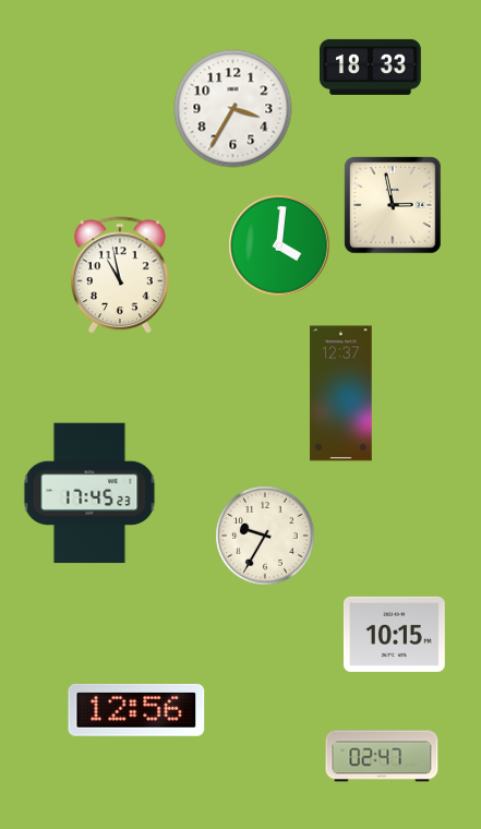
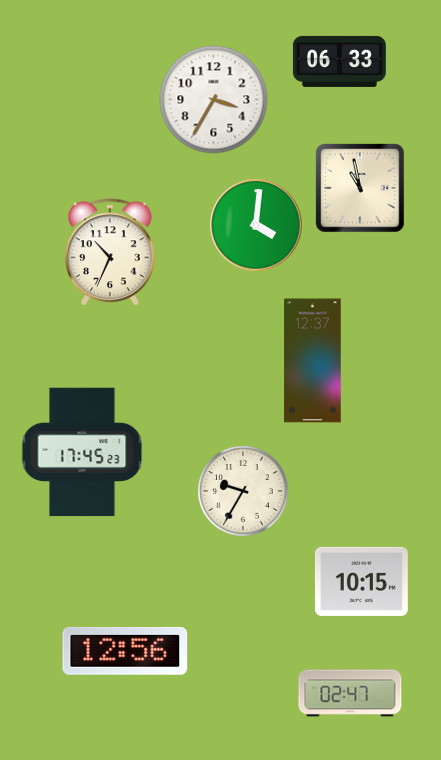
clock at (370, 67): 18:33 -> 06:33
clock at (393, 205): 2:58 -> 10:58
clock at (121, 276): 10:58 -> 10:34
